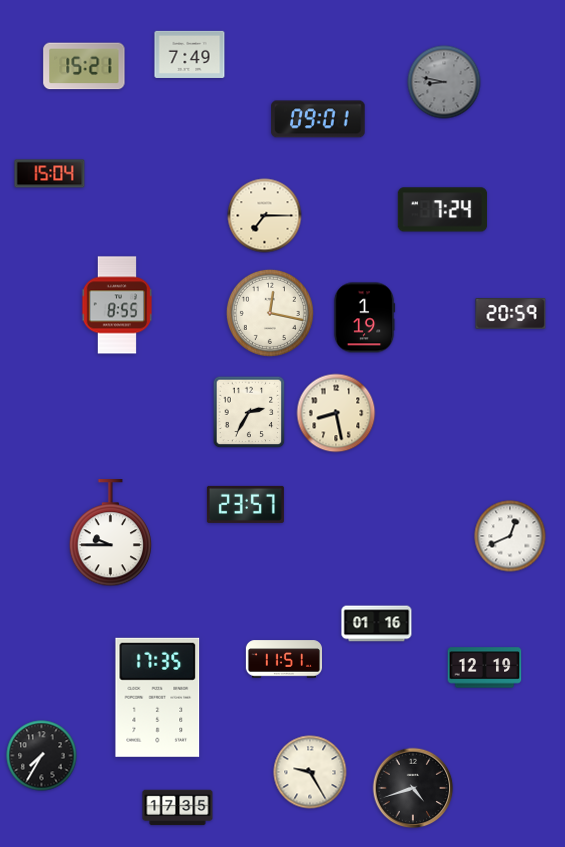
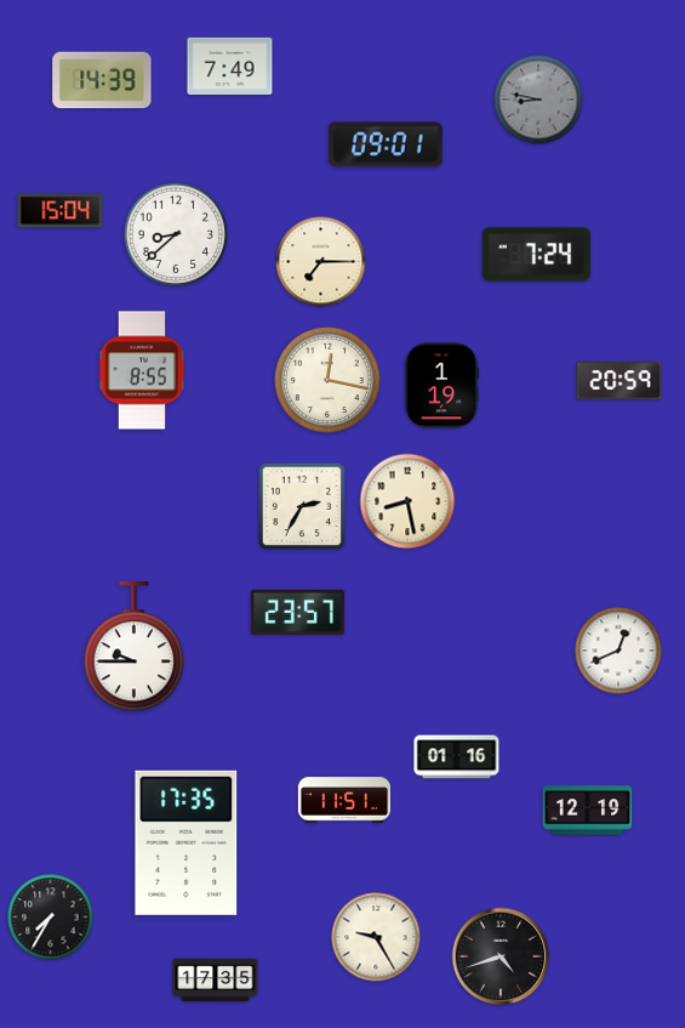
clock at (84, 66): 15:21 -> 14:39
clock at (175, 233): none -> 8:38
clock at (249, 412) position: (249, 412) -> (302, 506)
clock at (158, 697) position: (158, 697) -> (187, 842)
